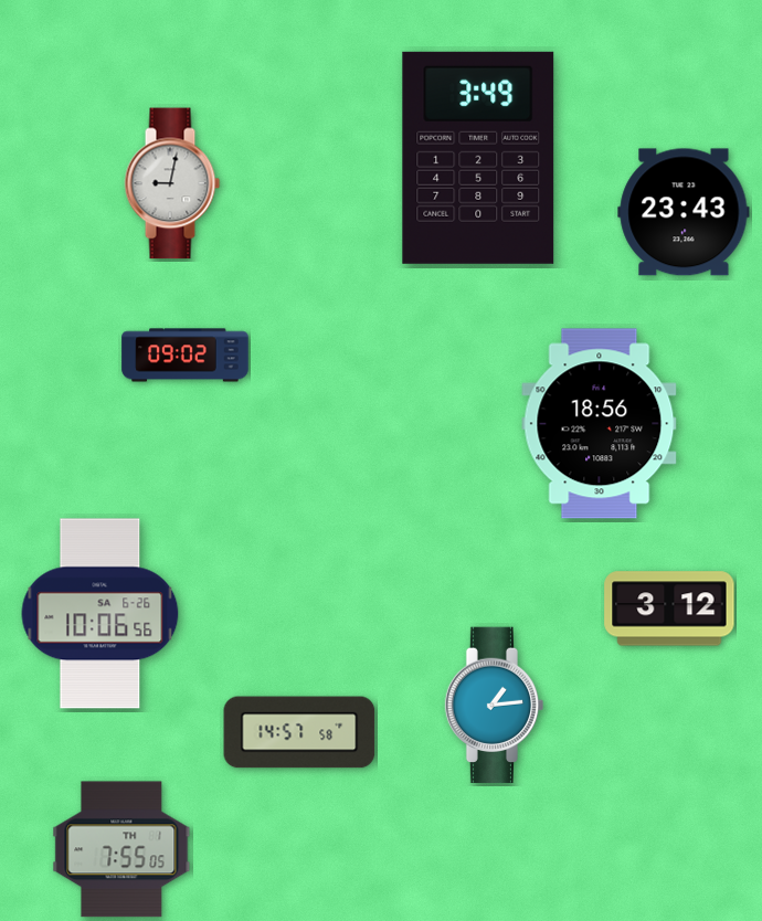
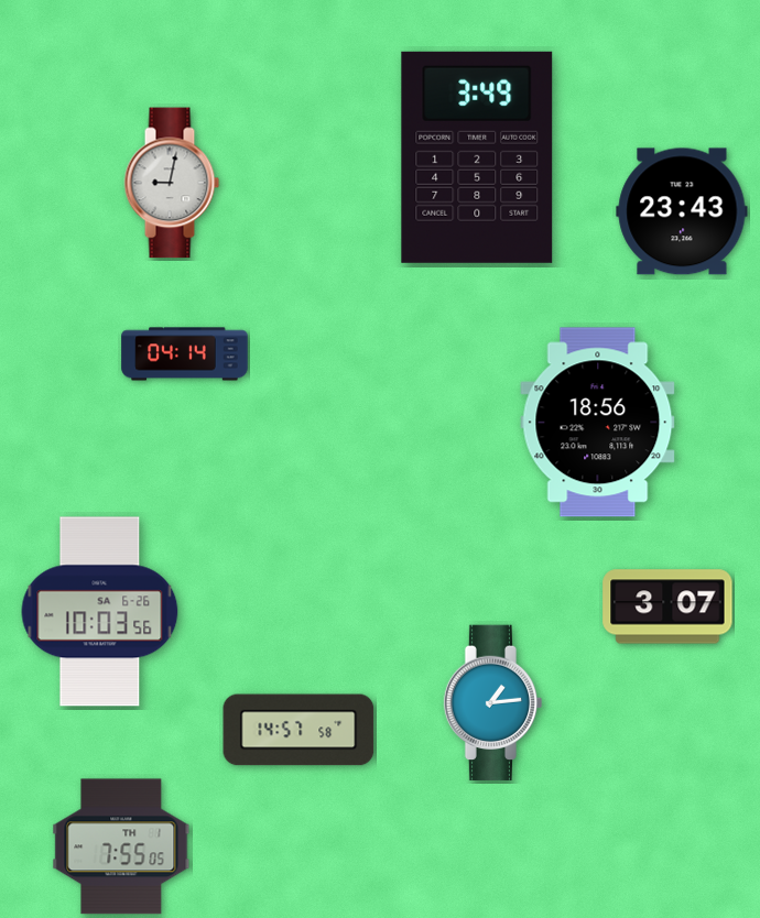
clock at (186, 356): 09:02 -> 04:14
clock at (669, 608): 3:12 -> 3:07
clock at (100, 614): 10:06 -> 10:03
